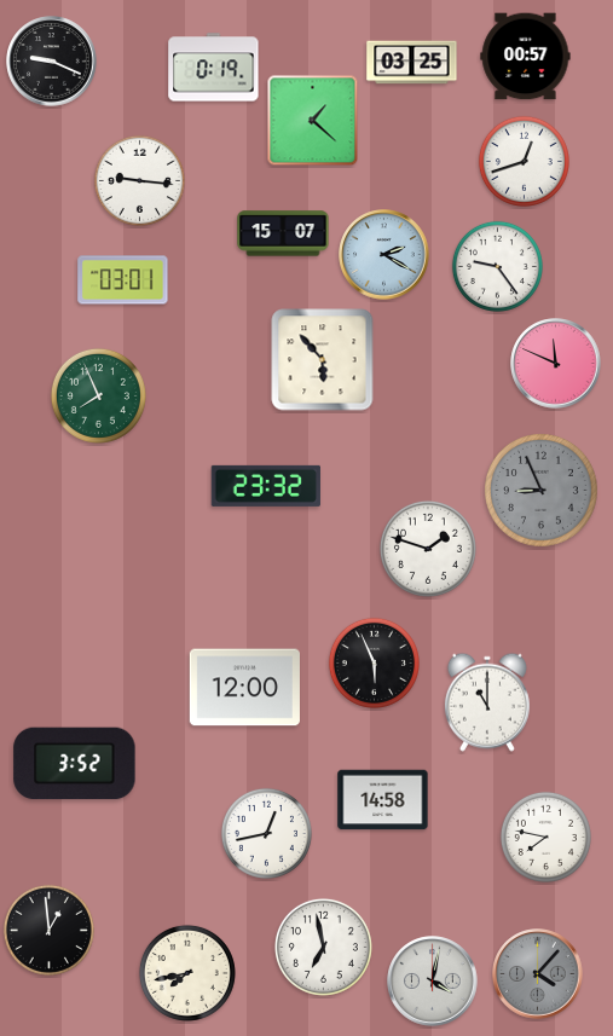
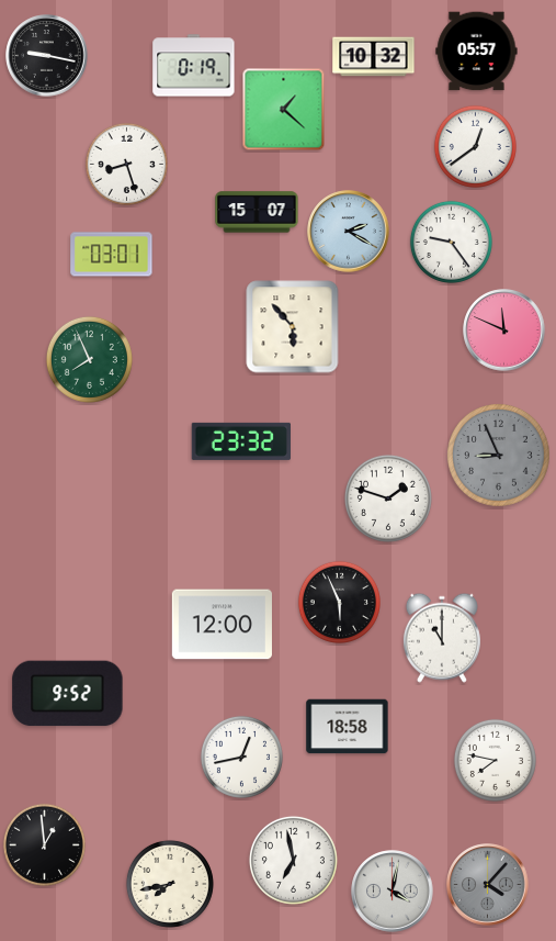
clock at (526, 57): 00:57 -> 05:57
clock at (52, 62): 9:19 -> 9:17
clock at (412, 63): 03:25 -> 10:32
clock at (214, 68) position: (214, 68) -> (194, 66)
clock at (524, 161): 12:42 -> 12:39
clock at (139, 180): 9:16 -> 8:27
clock at (542, 491) position: (542, 491) -> (499, 456)
clock at (75, 764): 3:52 -> 9:52
clock at (383, 800): 14:58 -> 18:58
